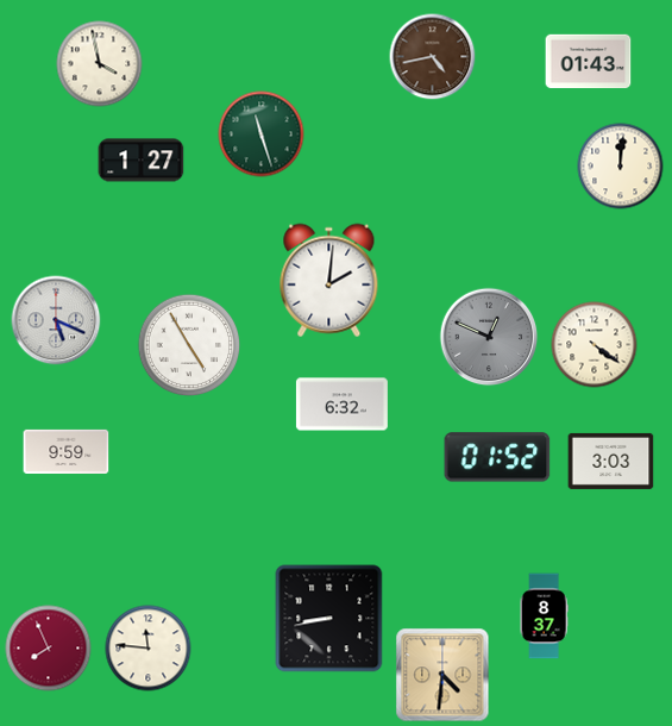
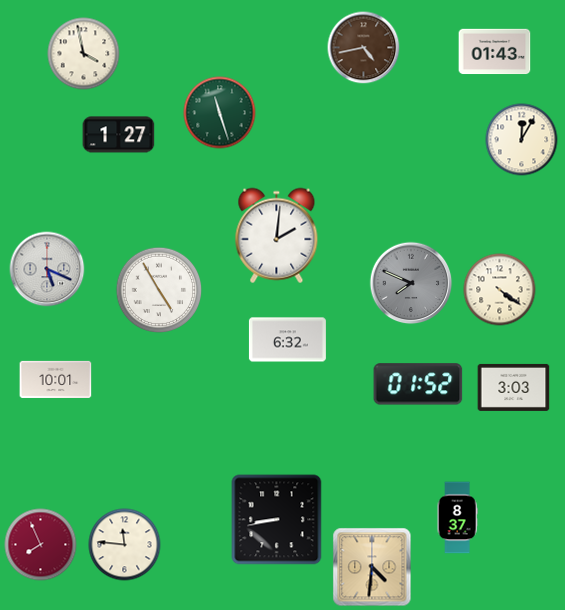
clock at (621, 167): 12:01 -> 12:05
clock at (489, 337): 12:49 -> 7:49
clock at (67, 451): 9:59 -> 10:01
